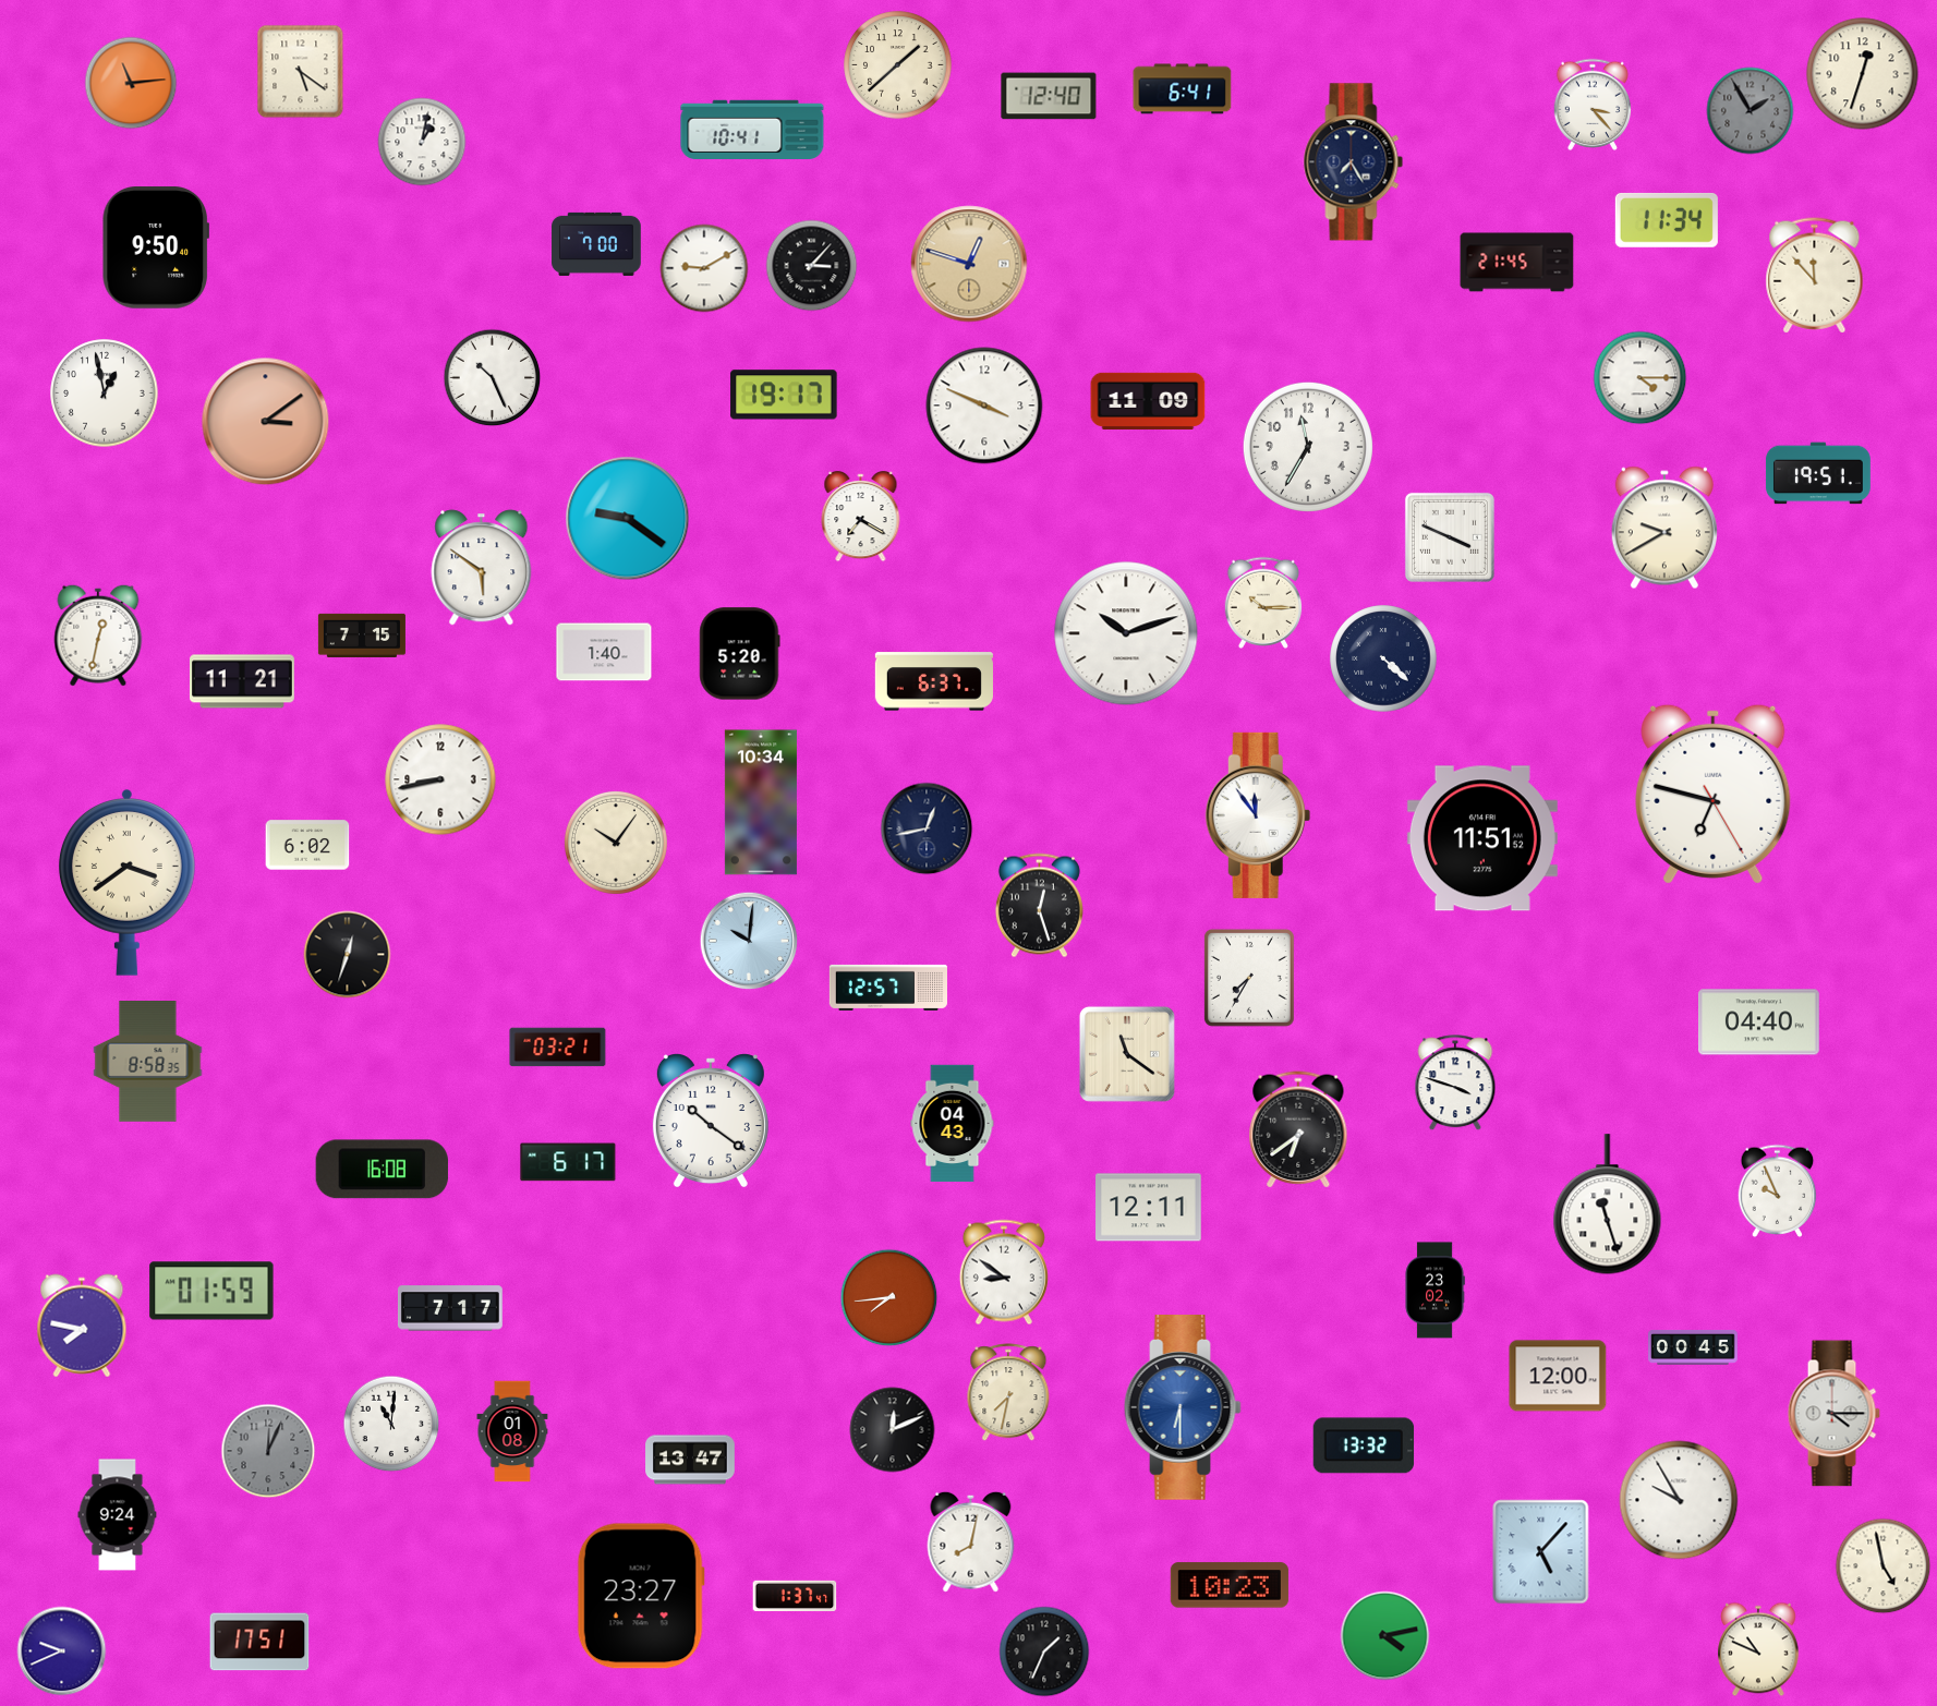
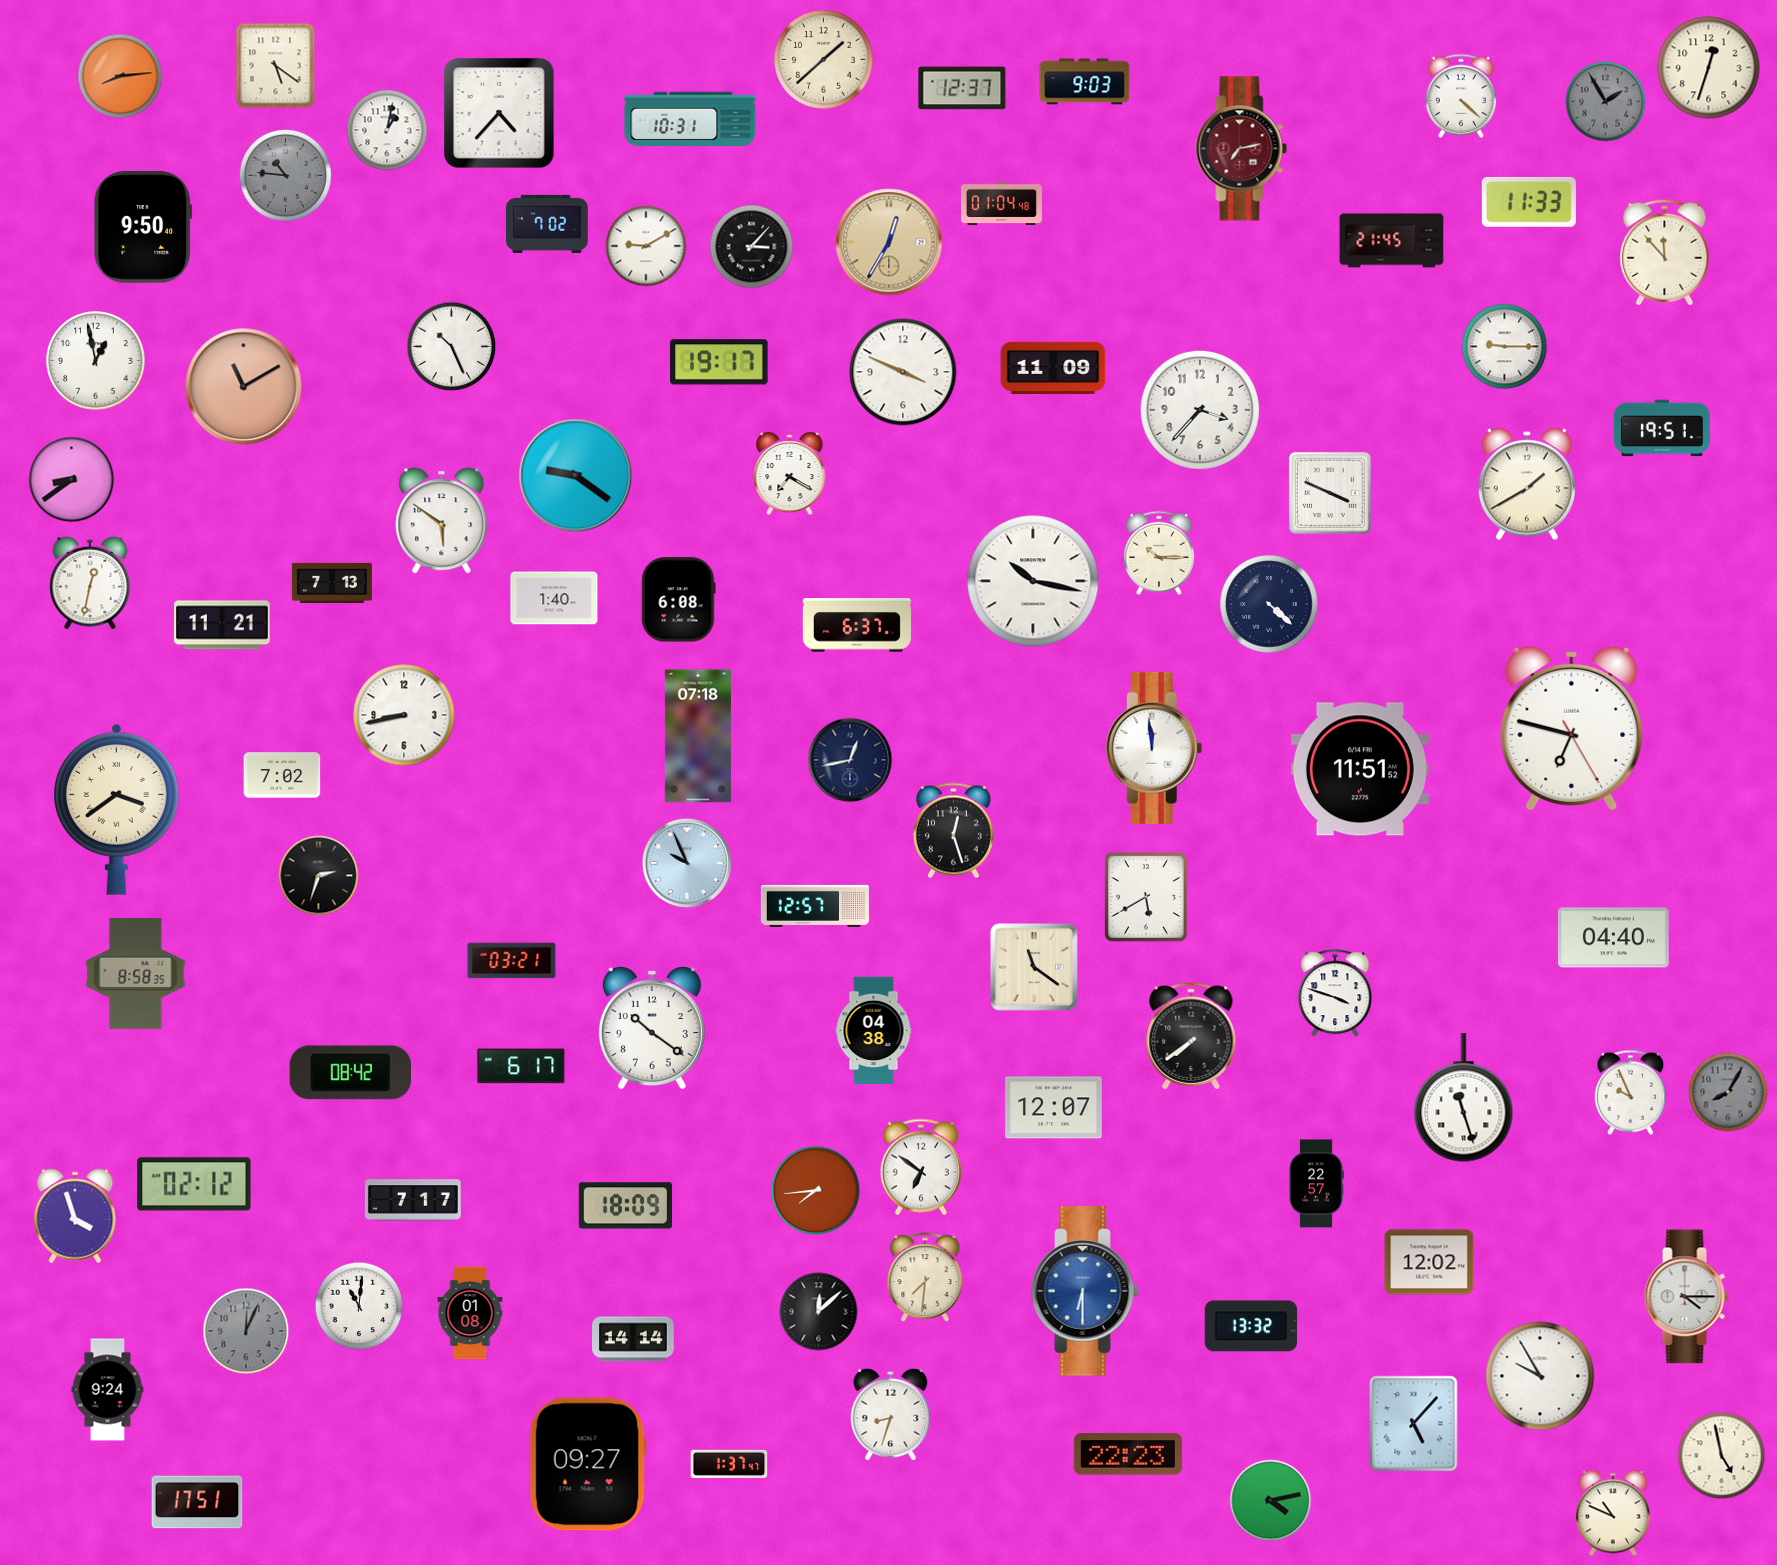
clock at (131, 83): 11:14 -> 8:14
clock at (1183, 89): 6:41 -> 9:03
clock at (1049, 96): 12:40 -> 12:37
clock at (1593, 105): 3:23 -> 4:22
clock at (499, 113): none -> 4:37
clock at (752, 129): 10:41 -> 10:31
clock at (1354, 162): 7:25 -> 7:13
clock at (1354, 162) dial: navy -> burgundy
clock at (285, 175): none -> 10:46
clock at (1667, 220): 11:34 -> 11:33
clock at (1001, 204): none -> 01:04
clock at (596, 244): 7:00 -> 7:02
clock at (969, 264): 12:48 -> 12:35
clock at (812, 266) position: (812, 266) -> (752, 247)
clock at (1641, 378): 4:15 -> 9:15
clock at (266, 422): 3:09 -> 11:10
clock at (1308, 447): 11:35 -> 3:37
clock at (1818, 473) position: (1818, 473) -> (1662, 428)
clock at (72, 480): none -> 8:39
clock at (1664, 528): 9:40 -> 1:40
clock at (1126, 633): 10:12 -> 10:17
clock at (362, 636): 7:15 -> 7:13
clock at (740, 654): 5:20 -> 6:08
clock at (761, 802): 10:34 -> 07:18
clock at (1258, 815): 11:54 -> 11:59
clock at (616, 843): 10:06 -> none
clock at (307, 845): 6:02 -> 7:02
clock at (749, 941): 10:01 -> 9:56
clock at (348, 955): 12:33 -> 2:33
clock at (1249, 978): 7:35 -> 5:40
clock at (953, 1124): 04:43 -> 04:38
clock at (1298, 1129): 6:39 -> 7:39
clock at (382, 1170): 16:08 -> 08:42
clock at (1728, 1092): none -> 8:05
clock at (1608, 1205) position: (1608, 1205) -> (1464, 1098)
clock at (1149, 1208): 12:11 -> 12:07
clock at (1004, 1272): 8:51 -> 6:51
clock at (211, 1291): 01:59 -> 02:12
clock at (1434, 1291): 23:02 -> 22:57
clock at (625, 1206): none -> 18:09
clock at (82, 1326): 7:47 -> 3:57
clock at (1693, 1347): 00:45 -> none
clock at (1558, 1376): 12:00 -> 12:02
clock at (1008, 1393): 7:32 -> 7:31
clock at (1833, 1414) position: (1833, 1414) -> (1686, 1297)
clock at (893, 1430): 12:11 -> 12:08
clock at (690, 1460): 13:47 -> 14:14
clock at (971, 1541): 8:02 -> 8:33
clock at (1884, 1566) position: (1884, 1566) -> (1722, 1456)
clock at (1230, 1585): 10:23 -> 22:23
clock at (641, 1596): 23:27 -> 09:27
clock at (259, 1642) position: (259, 1642) -> (197, 1502)
clock at (62, 1651): 9:41 -> none
clock at (1044, 1651): 1:34 -> none
